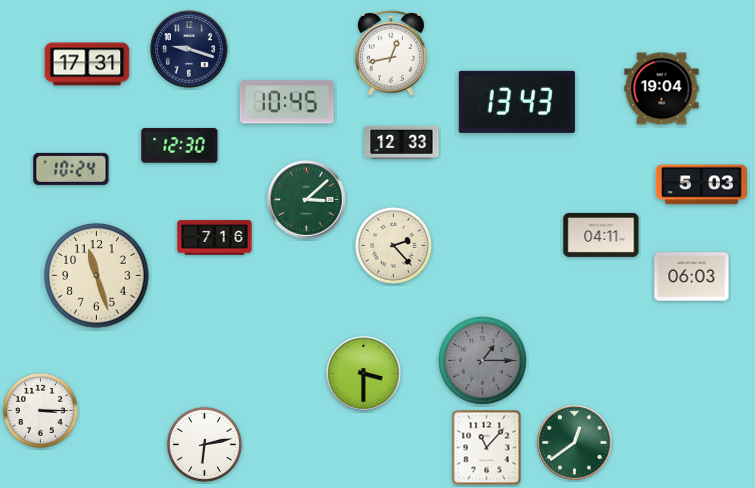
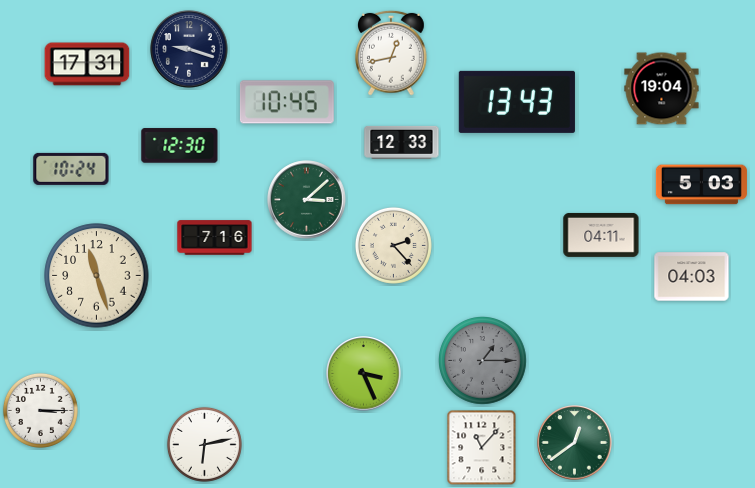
clock at (692, 277): 06:03 -> 04:03
clock at (364, 374): 3:30 -> 3:26
clock at (487, 448) position: (487, 448) -> (482, 448)
